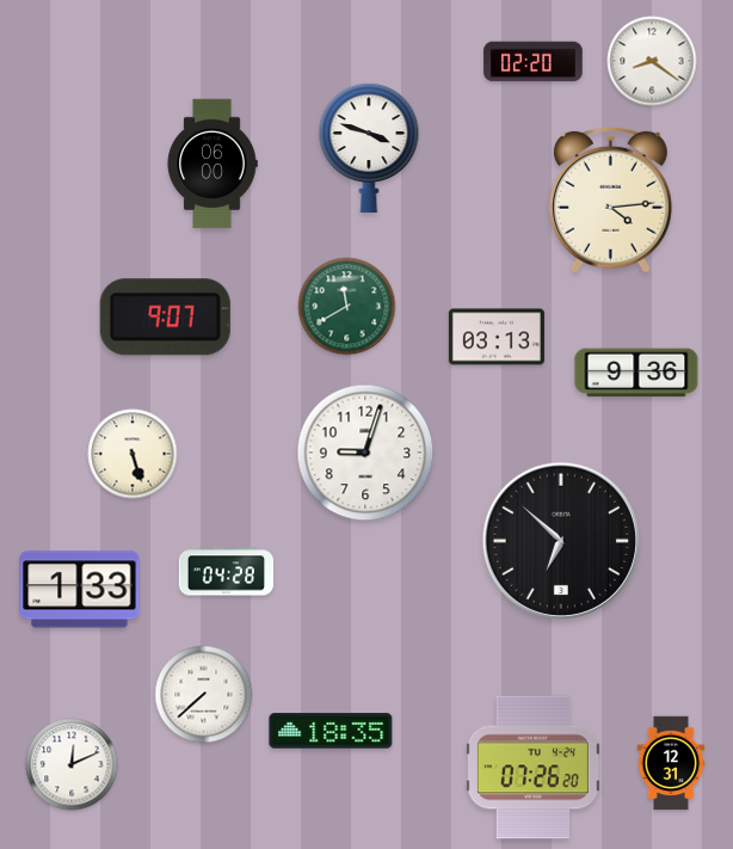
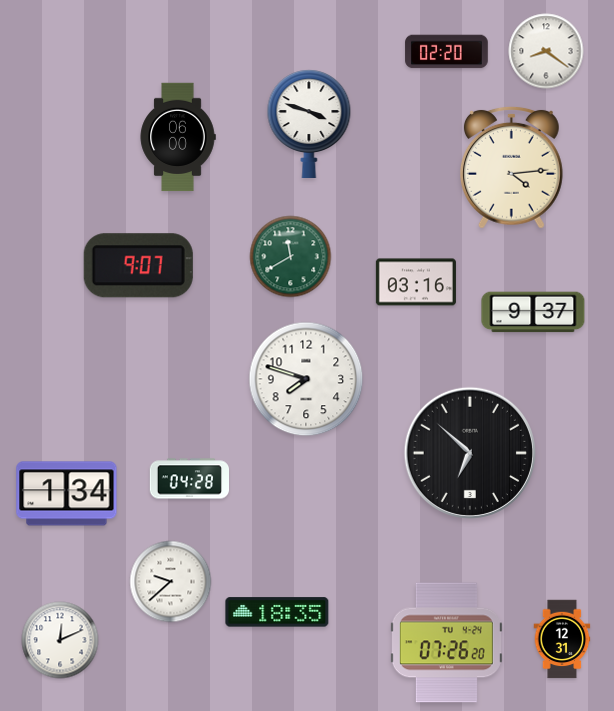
clock at (497, 337): 03:13 -> 03:16
clock at (636, 373): 9:36 -> 9:37
clock at (365, 453): 9:03 -> 7:48
clock at (133, 454): 5:27 -> none
clock at (80, 590): 1:33 -> 1:34
clock at (204, 695): 7:38 -> 9:38
